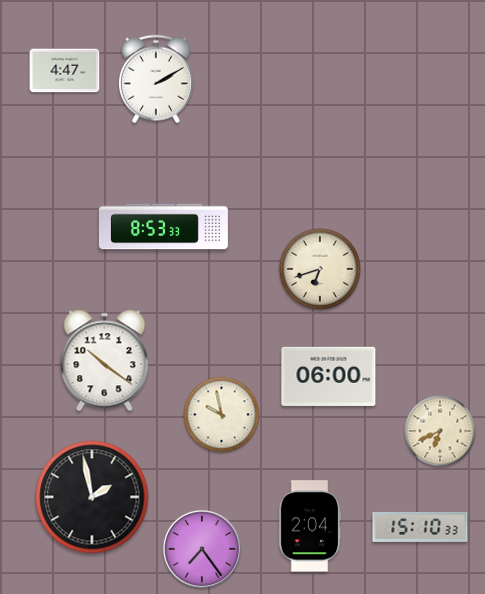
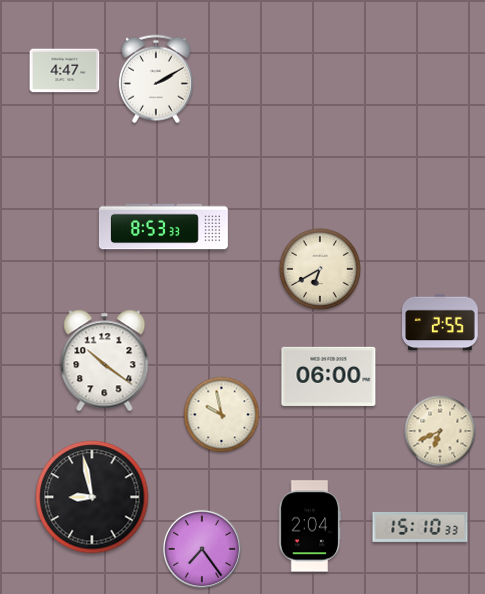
clock at (320, 269): 6:42 -> 6:40
clock at (440, 322): none -> 2:55
clock at (92, 497): 1:58 -> 8:58
